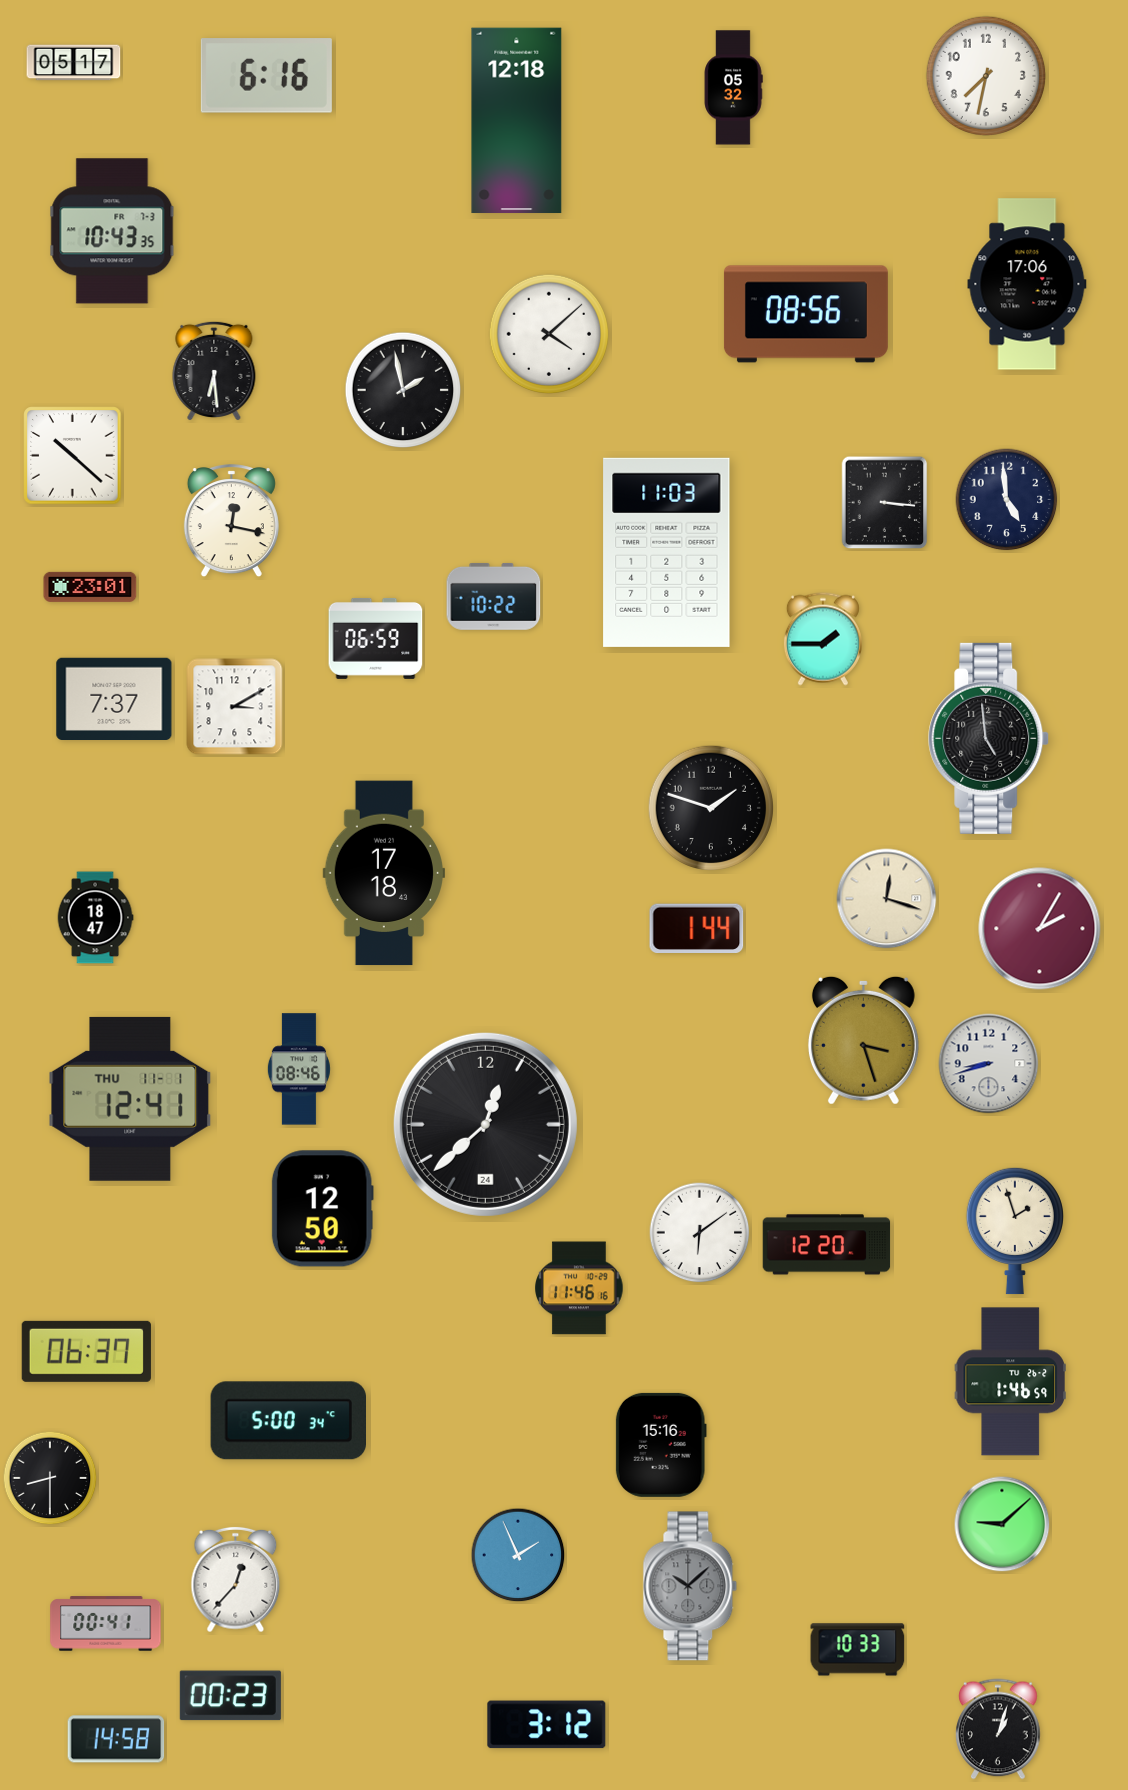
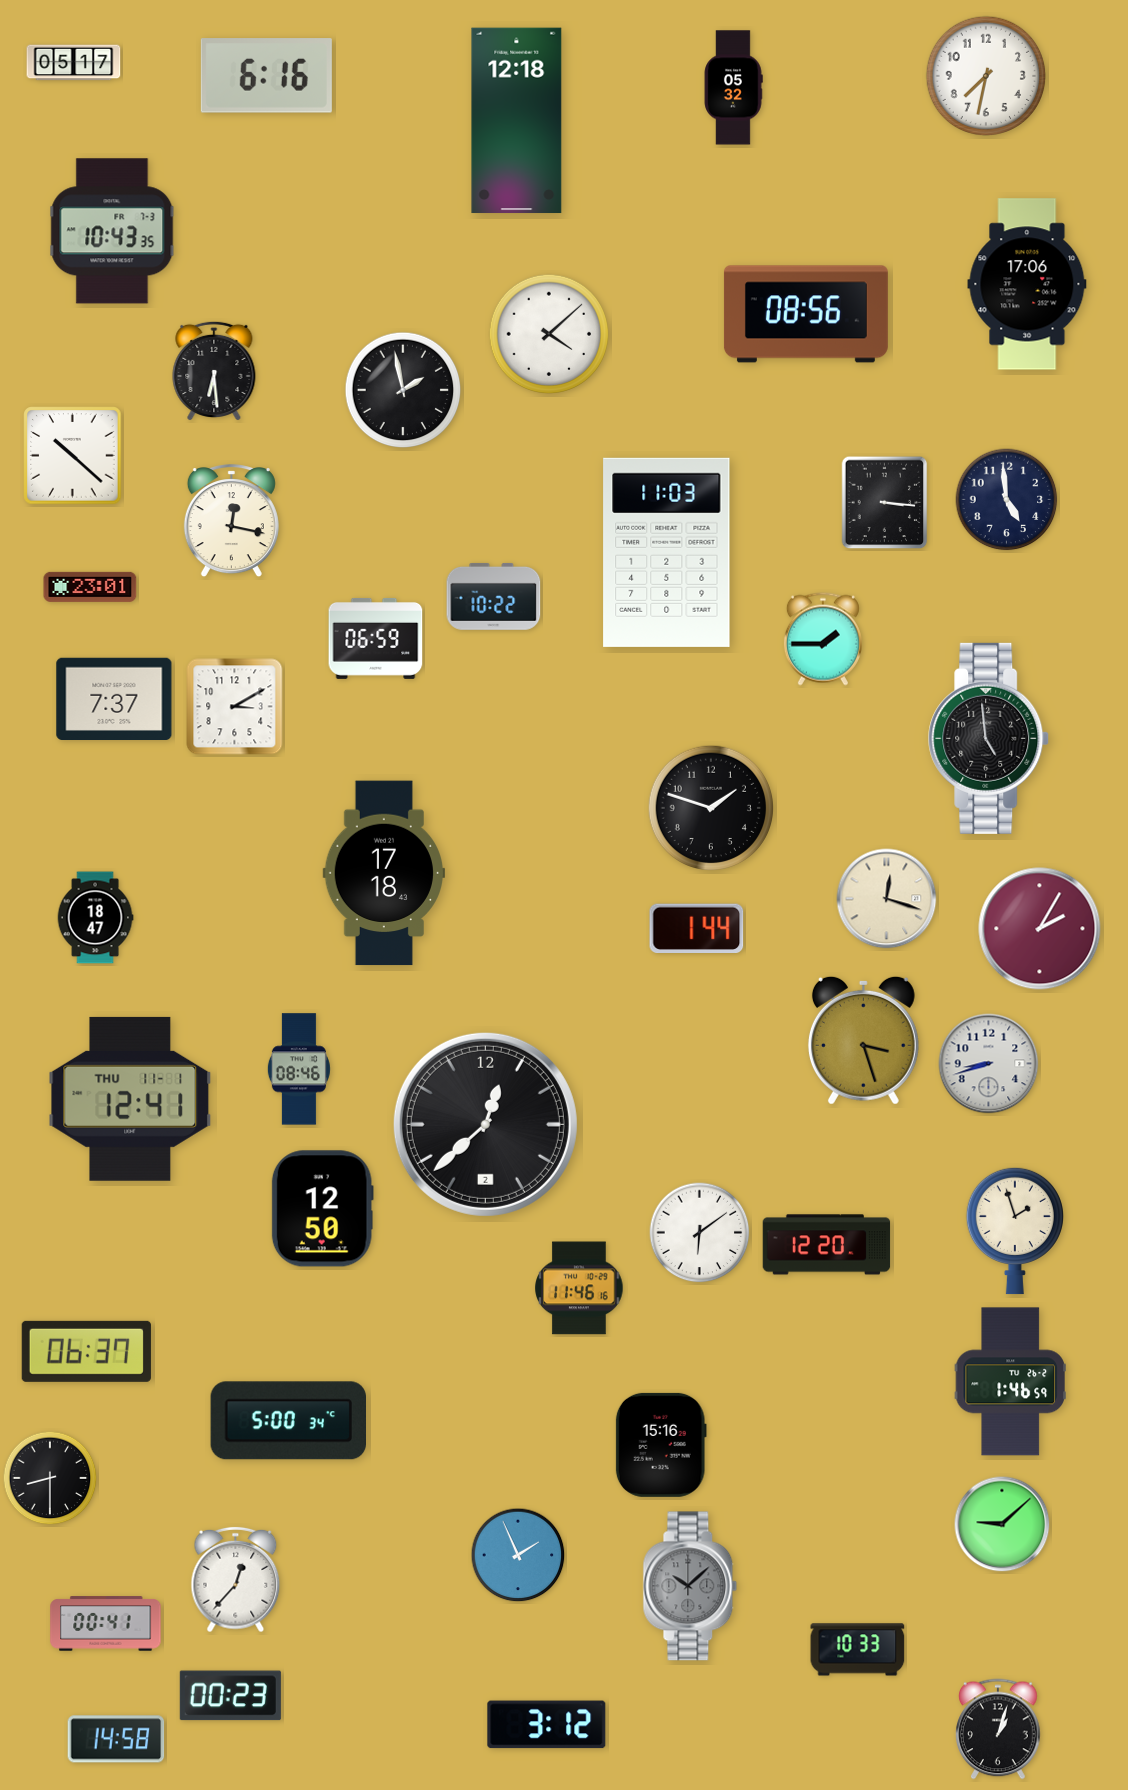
clock at (485, 1124) date: 24 -> 2
